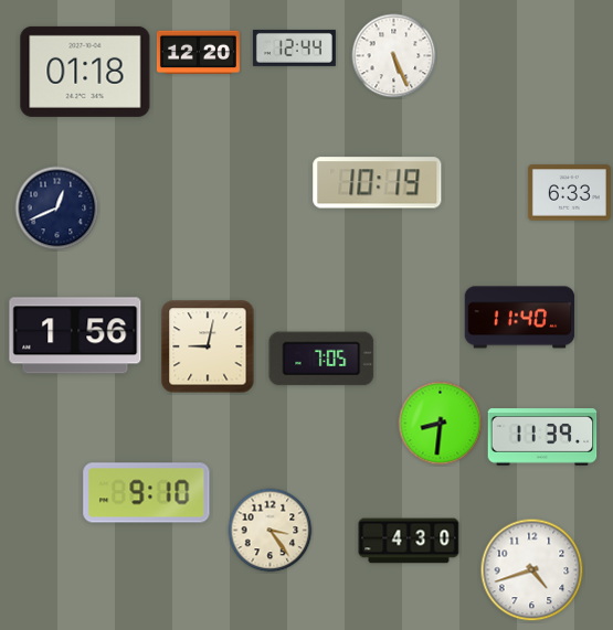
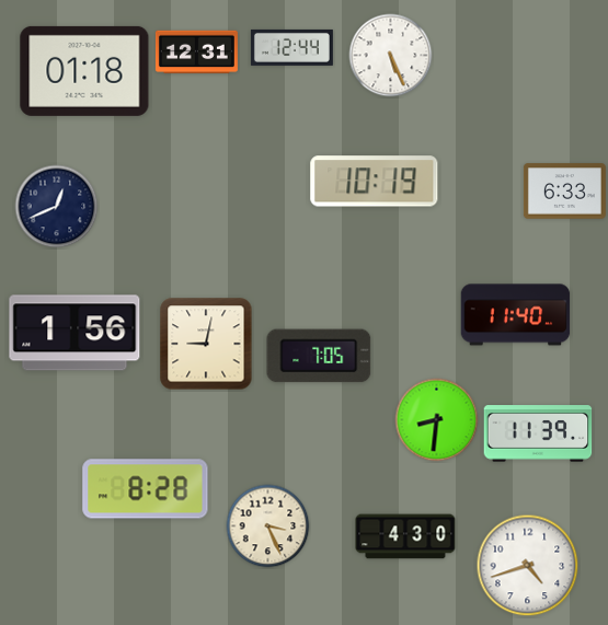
clock at (198, 53): 12:20 -> 12:31
clock at (147, 493): 9:10 -> 8:28
clock at (271, 531): 3:24 -> 3:26
